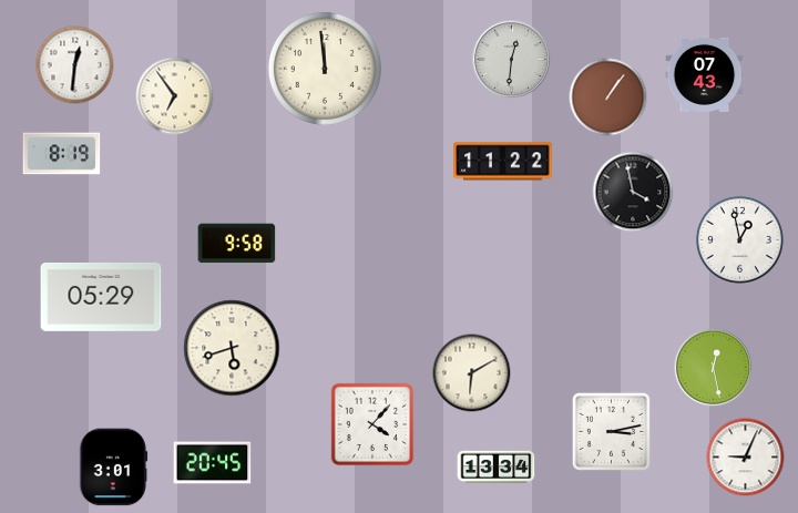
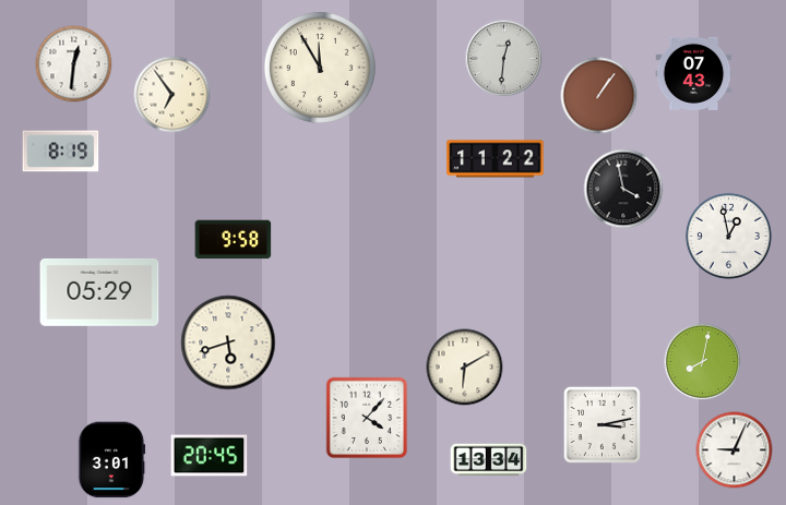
clock at (325, 69): 11:59 -> 11:55
clock at (714, 368): 12:28 -> 8:02
